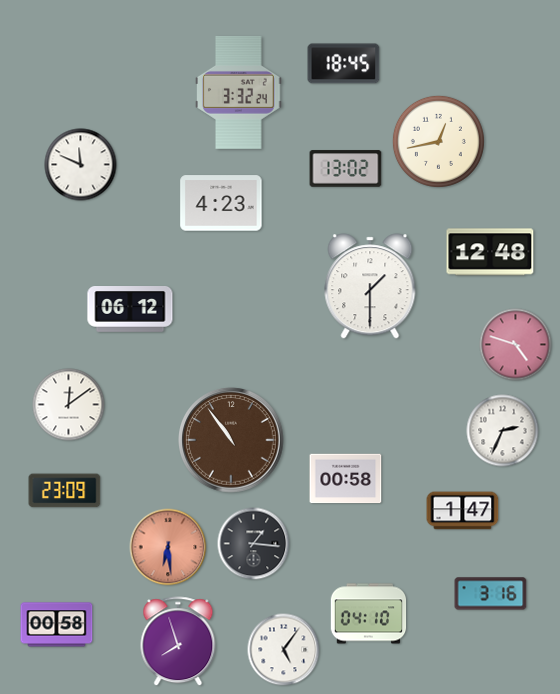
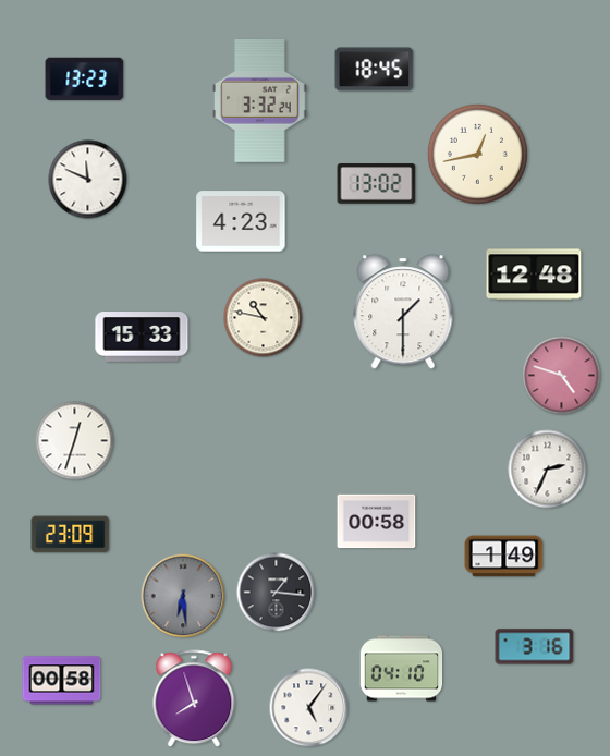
clock at (85, 78): none -> 13:23
clock at (264, 318): none -> 10:47
clock at (130, 310): 06:12 -> 15:33
clock at (69, 405): 12:09 -> 12:33
clock at (231, 440): 10:54 -> none
clock at (463, 511): 1:47 -> 1:49
clock at (168, 547) dial: salmon -> grey
